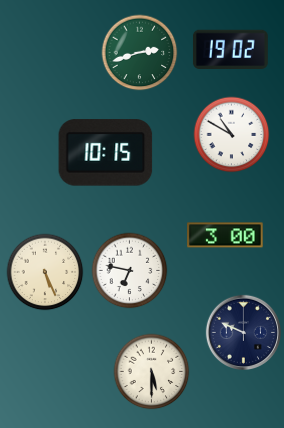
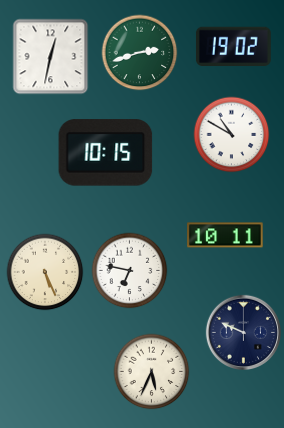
clock at (230, 50) position: (230, 50) -> (233, 47)
clock at (51, 57): none -> 12:32
clock at (225, 235): 3:00 -> 10:11
clock at (152, 372): 5:30 -> 5:34
